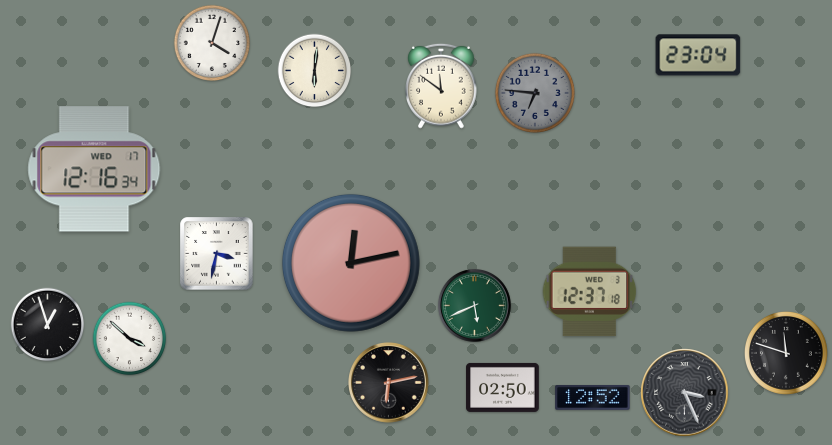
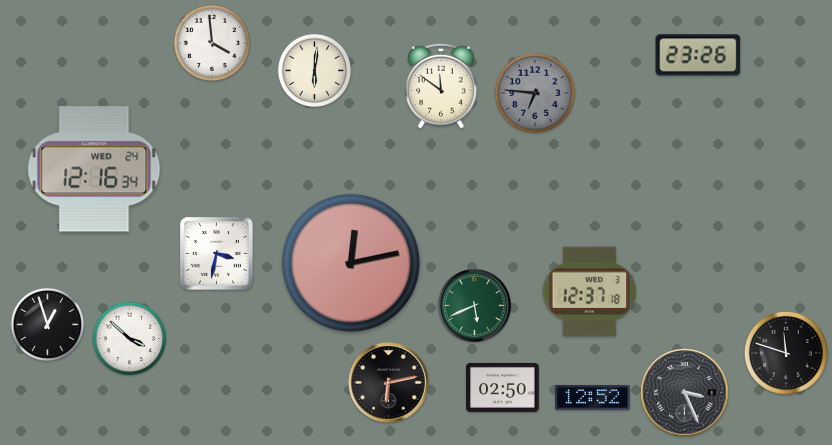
clock at (211, 42): 4:03 -> 3:59
clock at (698, 55): 23:04 -> 23:26
clock at (94, 169) date: WED 17 -> WED 24
